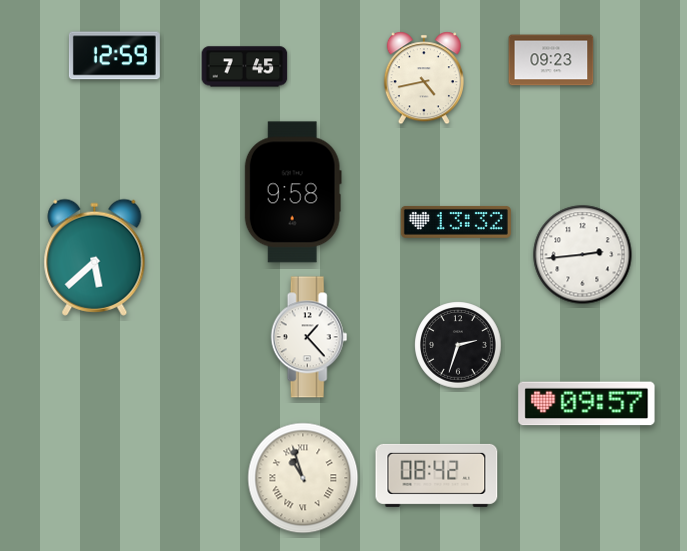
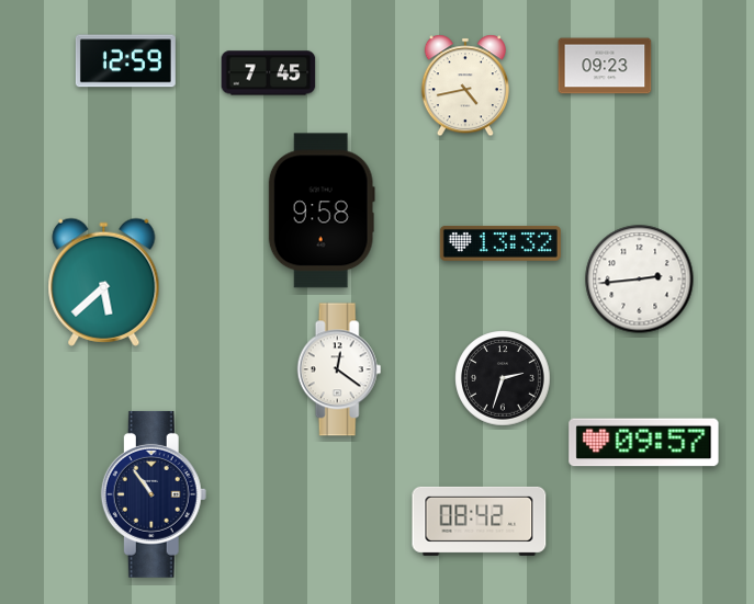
clock at (309, 337): 1:23 -> 12:21
clock at (154, 494): none -> 10:54
clock at (303, 478): 10:57 -> none
